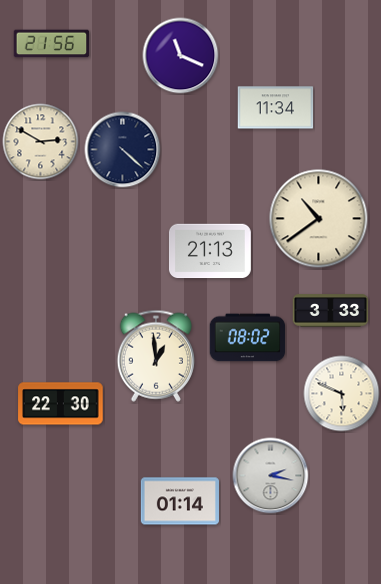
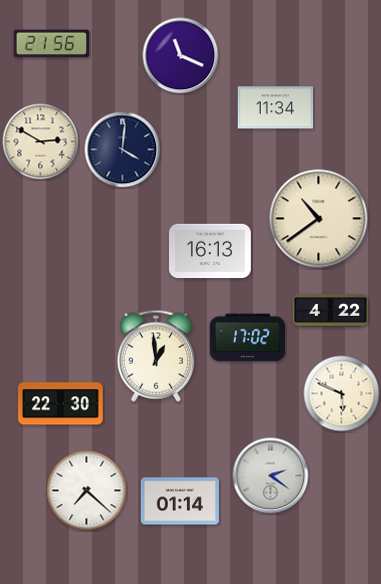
clock at (123, 150): 4:22 -> 4:01
clock at (210, 251): 21:13 -> 16:13
clock at (331, 311): 3:33 -> 4:22
clock at (248, 338): 08:02 -> 17:02
clock at (271, 476): 2:17 -> 2:21
clock at (87, 491): none -> 7:22
